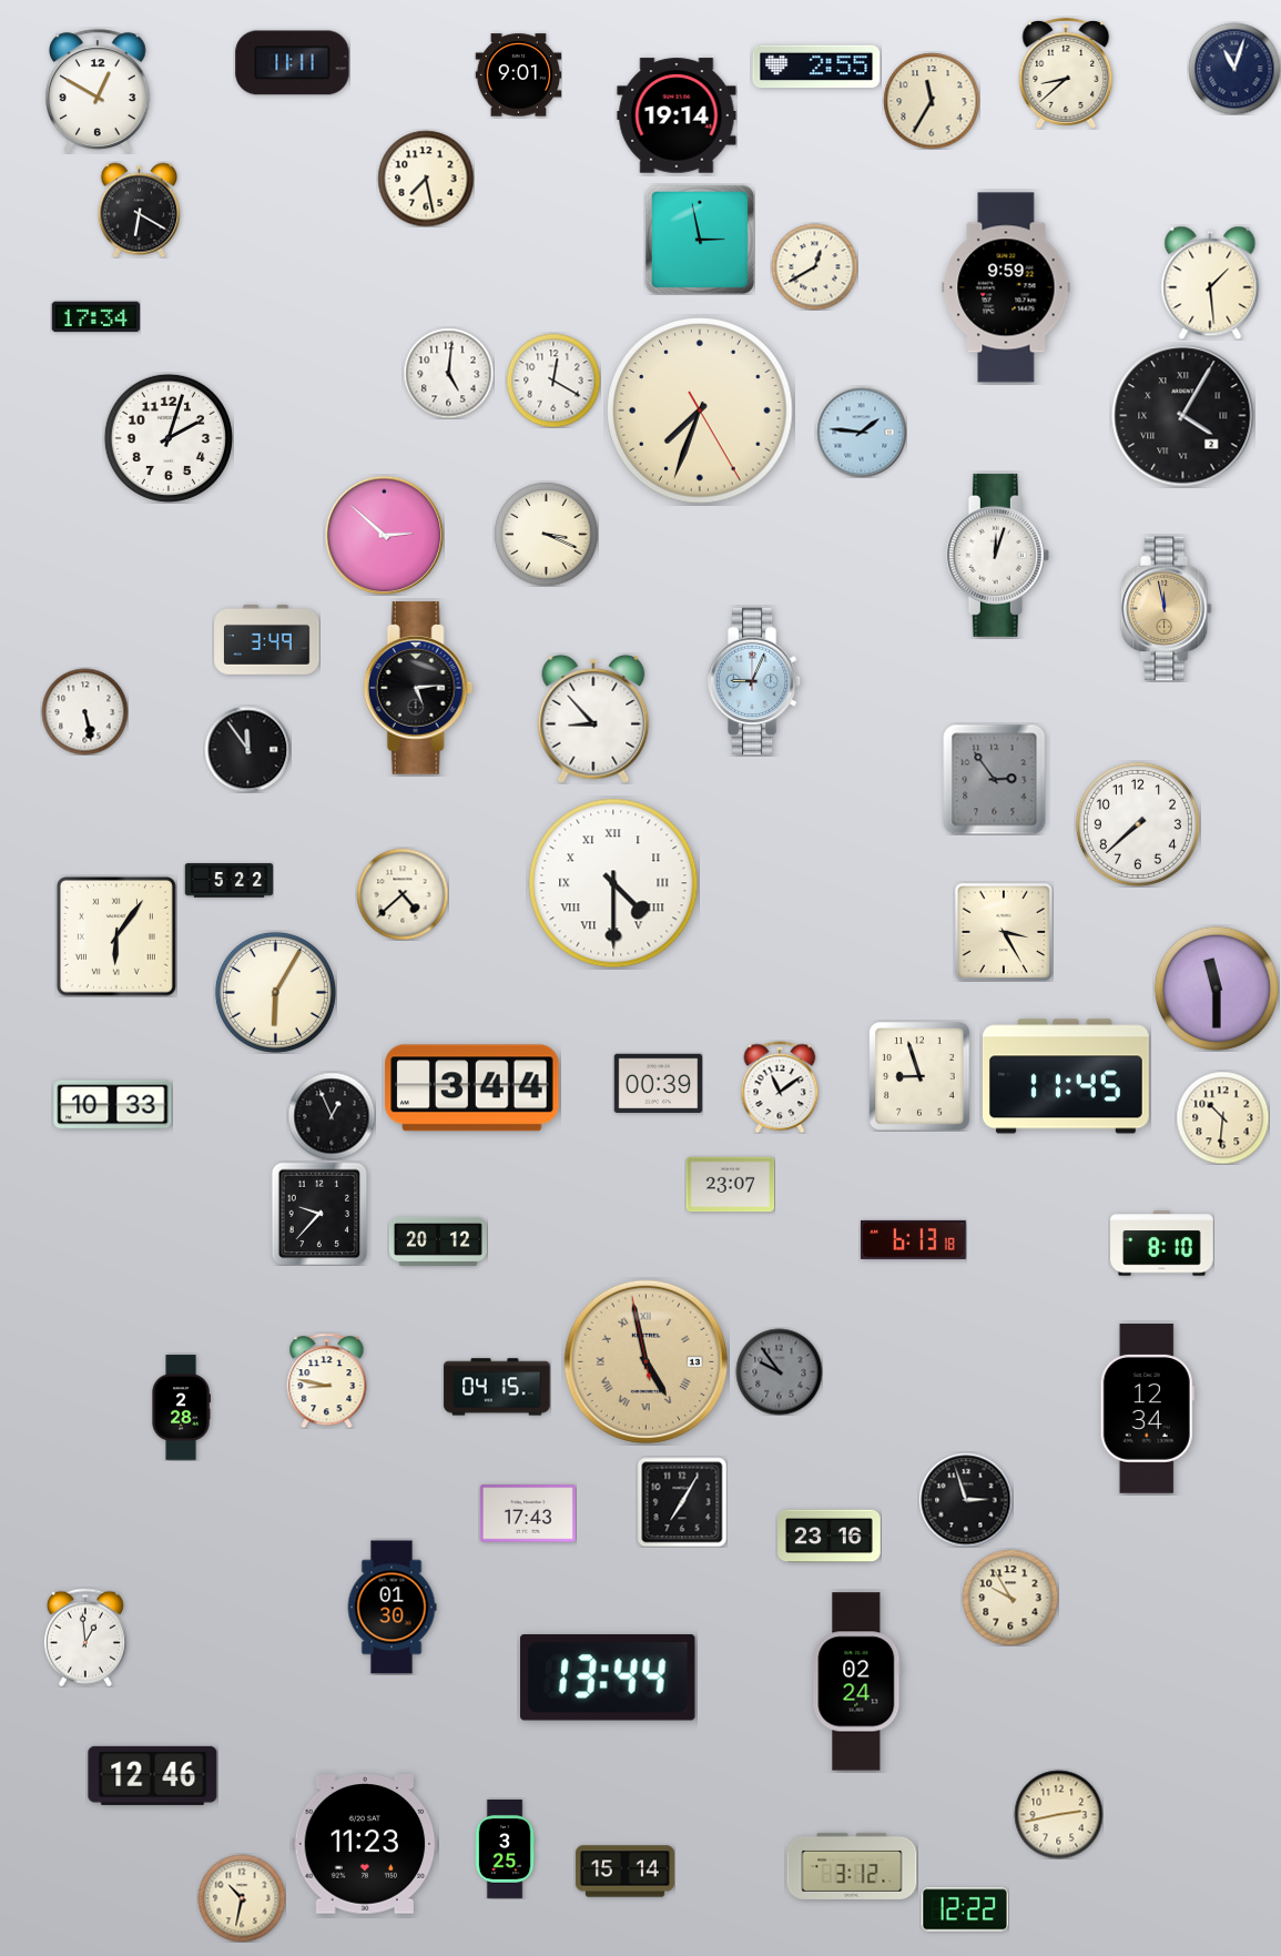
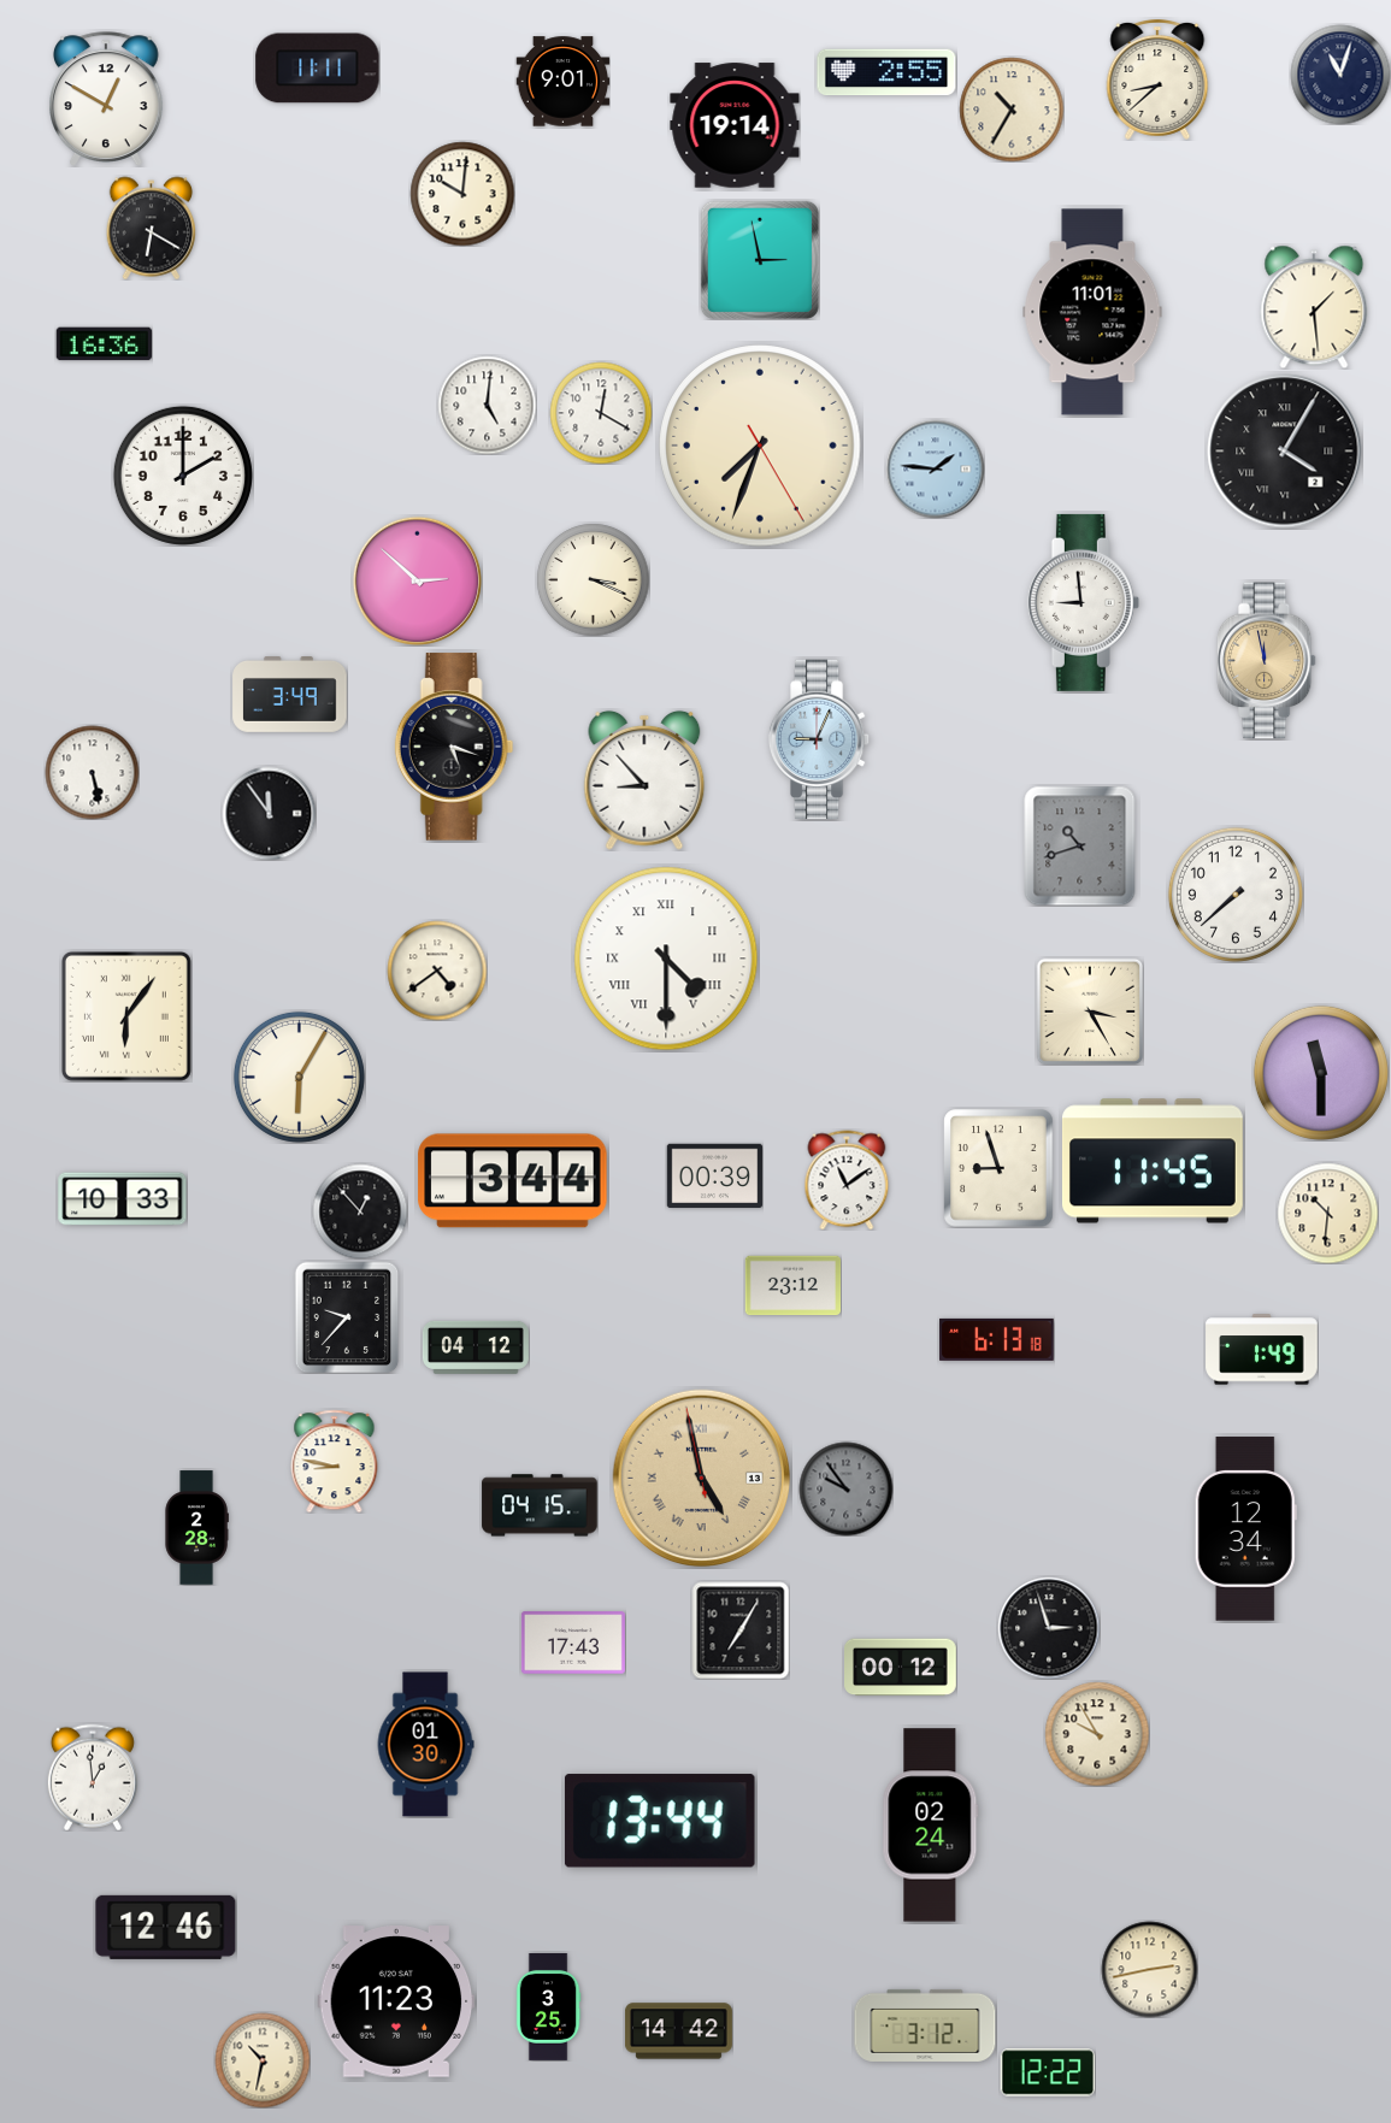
clock at (932, 101): 11:35 -> 10:35
clock at (426, 179): 7:28 -> 10:01
clock at (814, 266): 12:40 -> none
clock at (1006, 287): 9:59 -> 11:01
clock at (95, 317): 17:34 -> 16:36
clock at (169, 438): 2:03 -> 2:00
clock at (997, 555): 12:03 -> 8:59
clock at (418, 688): 5:14 -> 5:18
clock at (995, 779): 2:54 -> 10:42
clock at (228, 881): 5:22 -> none
clock at (403, 894): 4:38 -> 4:39
clock at (1066, 1076) position: (1066, 1076) -> (1153, 1161)
clock at (332, 1116): 12:56 -> 12:53
clock at (730, 1185): 23:07 -> 23:12
clock at (914, 1239) position: (914, 1239) -> (997, 1339)
clock at (438, 1241): 20:12 -> 04:12
clock at (1162, 1244): 8:10 -> 1:49
clock at (327, 1380) position: (327, 1380) -> (335, 1461)
clock at (830, 1537): 23:16 -> 00:12
clock at (624, 1872): 15:14 -> 14:42
